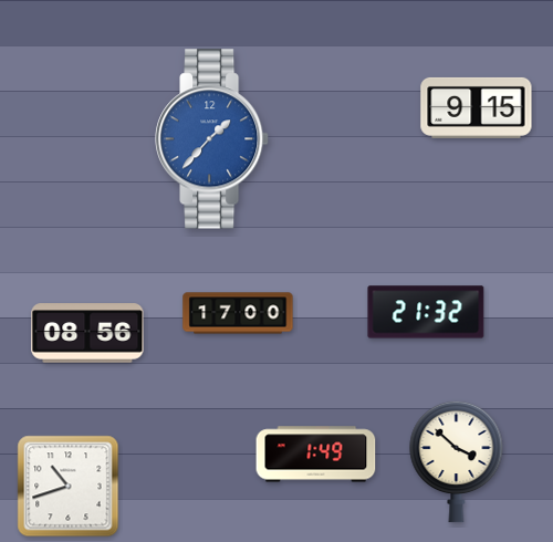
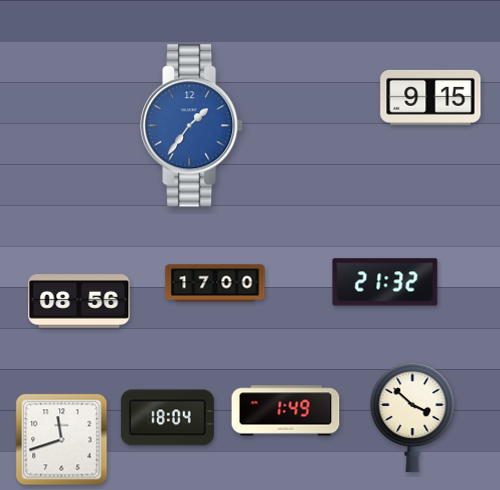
clock at (212, 139): 1:37 -> 1:36
clock at (167, 418): none -> 18:04
clock at (69, 487): 10:42 -> 11:42
